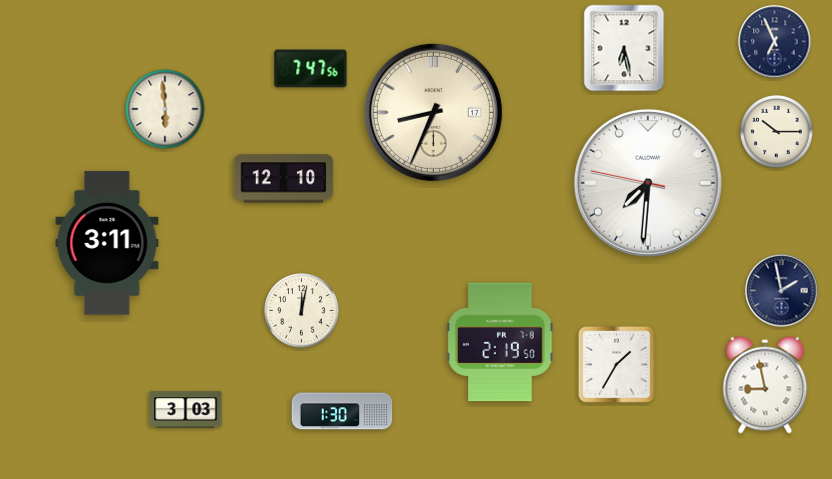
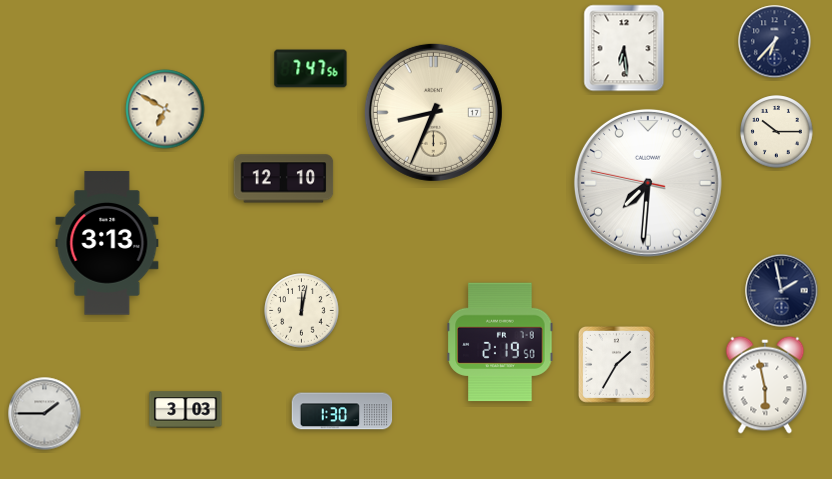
clock at (775, 42): 6:56 -> 6:37
clock at (624, 48): 6:28 -> 6:29
clock at (165, 109): 5:59 -> 6:50
clock at (107, 243): 3:11 -> 3:13
clock at (765, 385): 8:58 -> 5:58
clock at (45, 414): none -> 1:45
